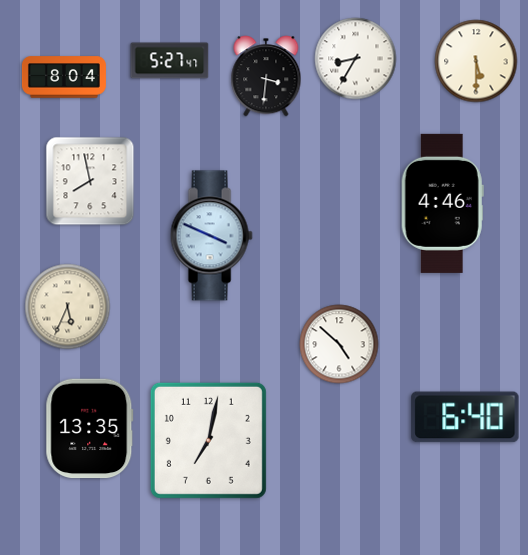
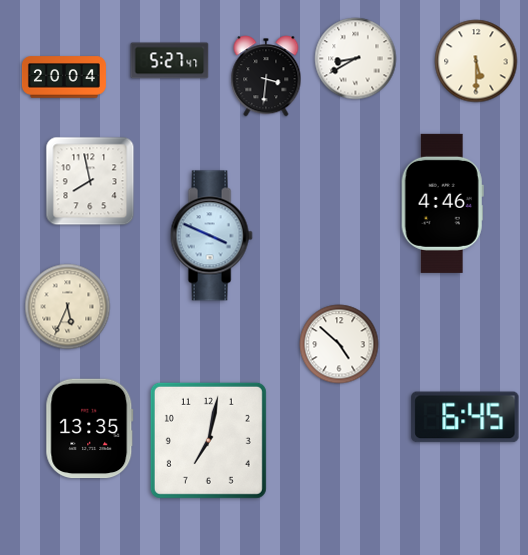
clock at (356, 59): 8:35 -> 8:40
clock at (64, 77): 8:04 -> 20:04
clock at (465, 417): 6:40 -> 6:45
